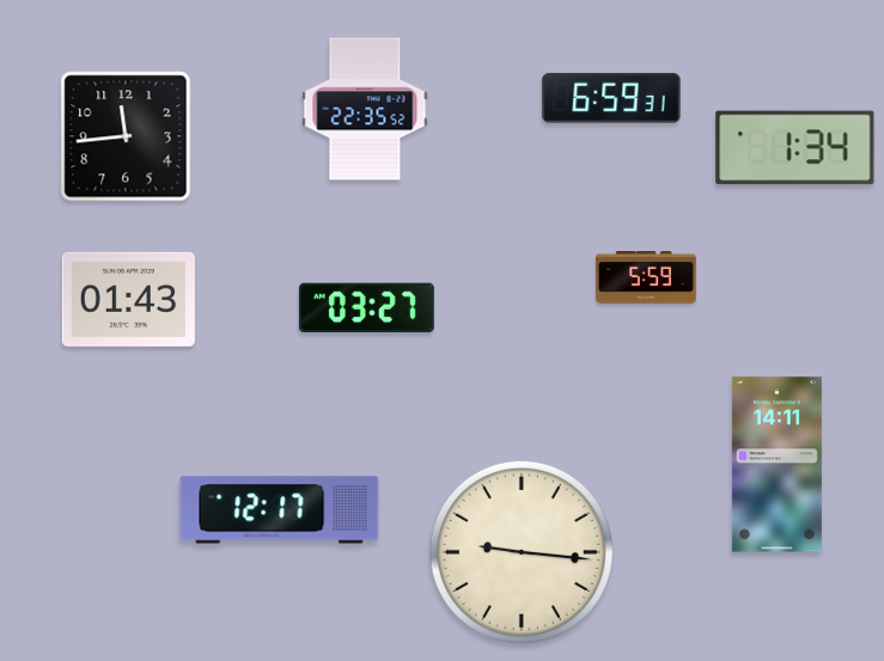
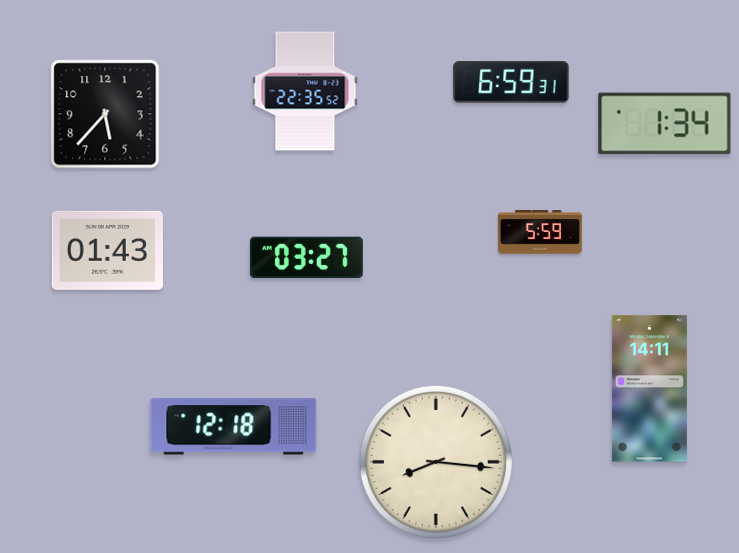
clock at (126, 136): 11:44 -> 5:37
clock at (280, 510): 12:17 -> 12:18
clock at (522, 552): 9:16 -> 8:16
